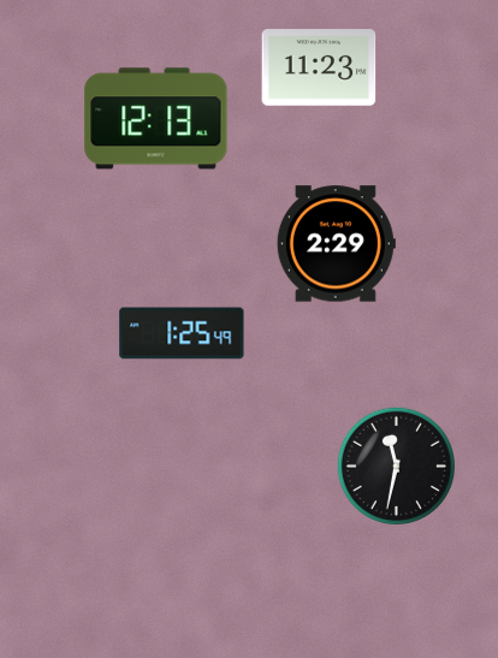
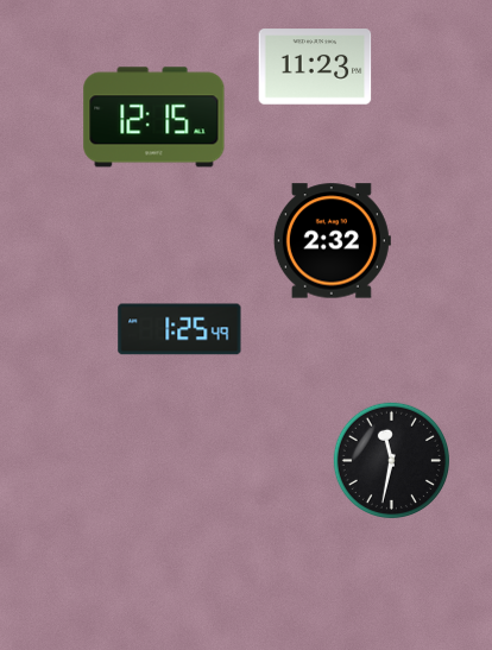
clock at (156, 119): 12:13 -> 12:15
clock at (336, 244): 2:29 -> 2:32
